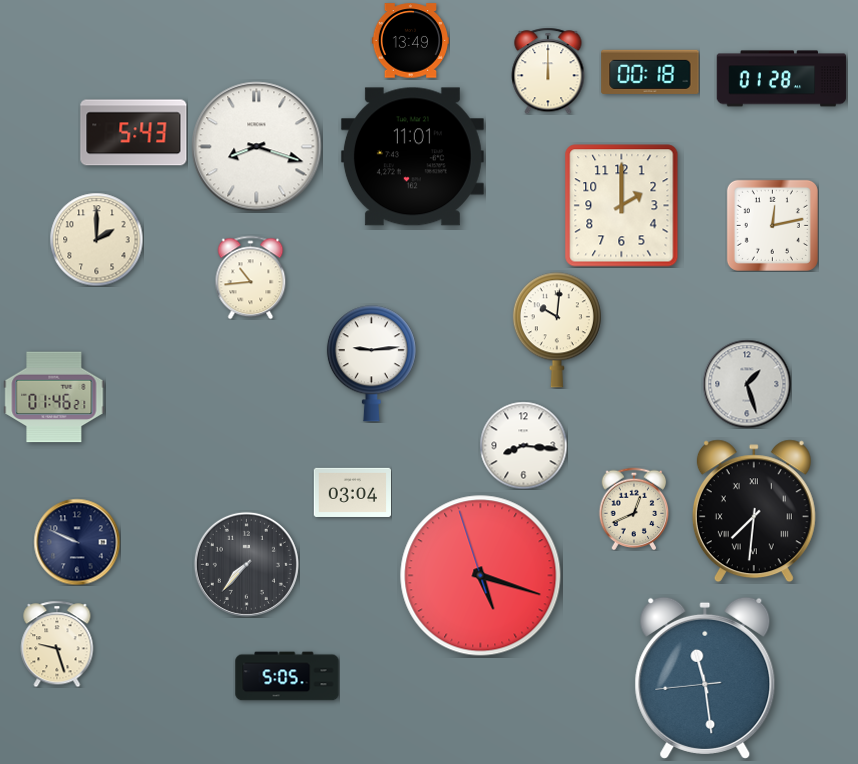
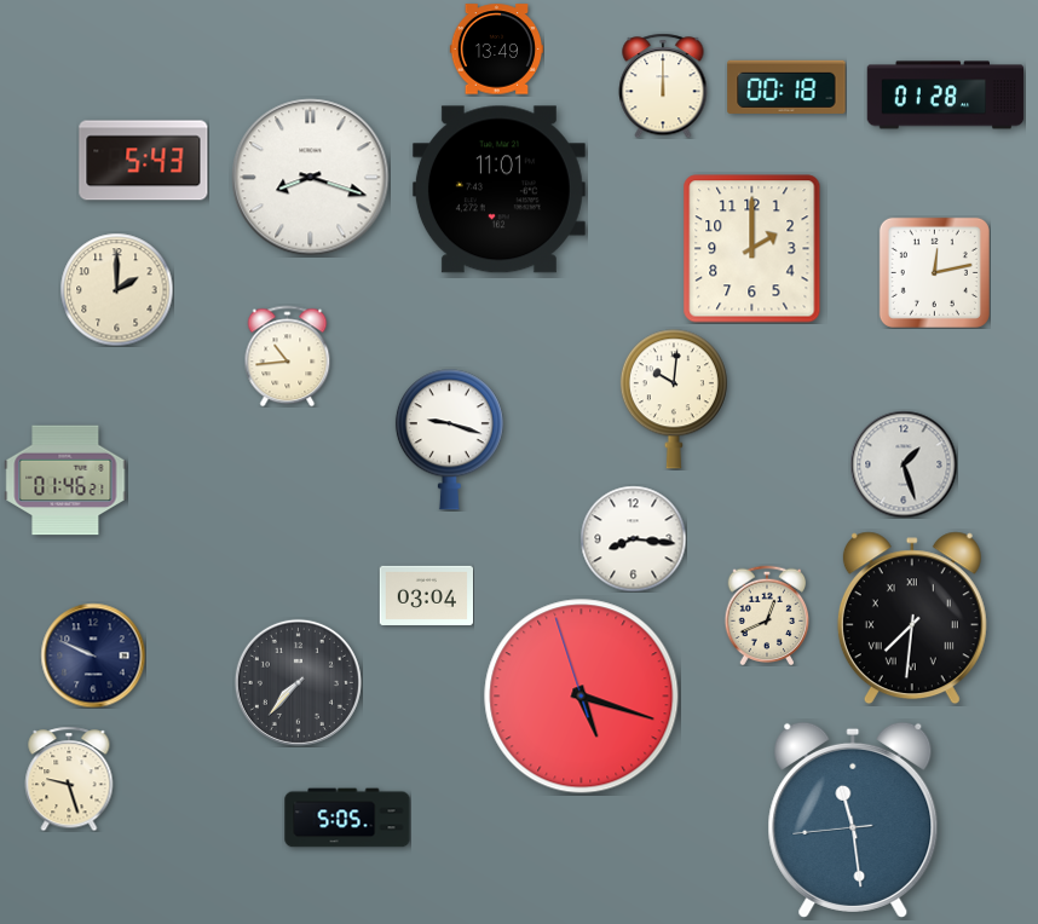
clock at (134, 133) position: (134, 133) -> (144, 161)
clock at (251, 277) position: (251, 277) -> (288, 356)
clock at (371, 364): 9:14 -> 9:18
